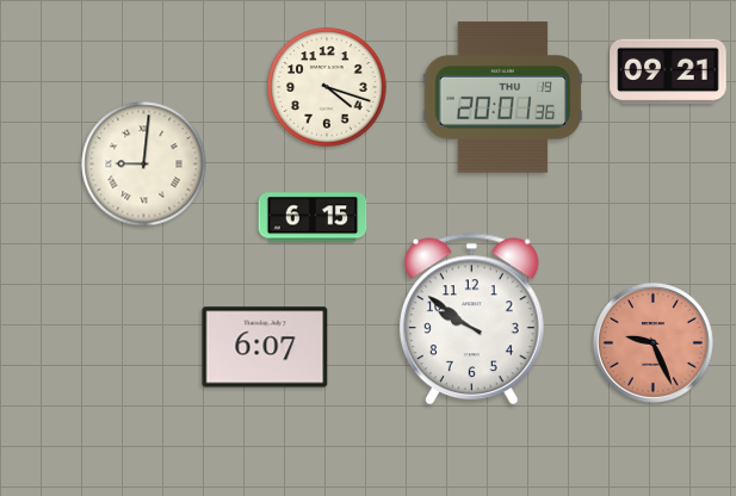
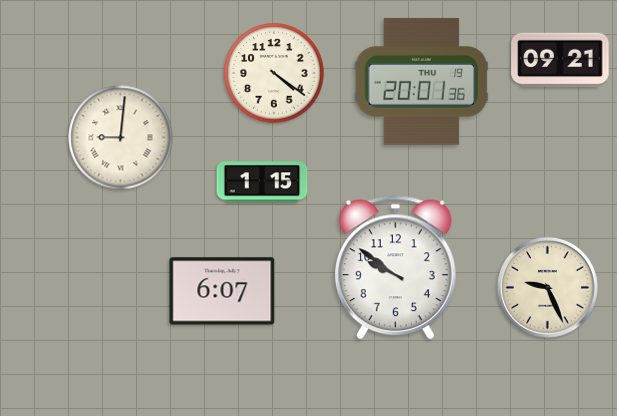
clock at (327, 87): 4:18 -> 4:21
clock at (313, 217): 6:15 -> 1:15
clock at (652, 342) dial: salmon -> cream
